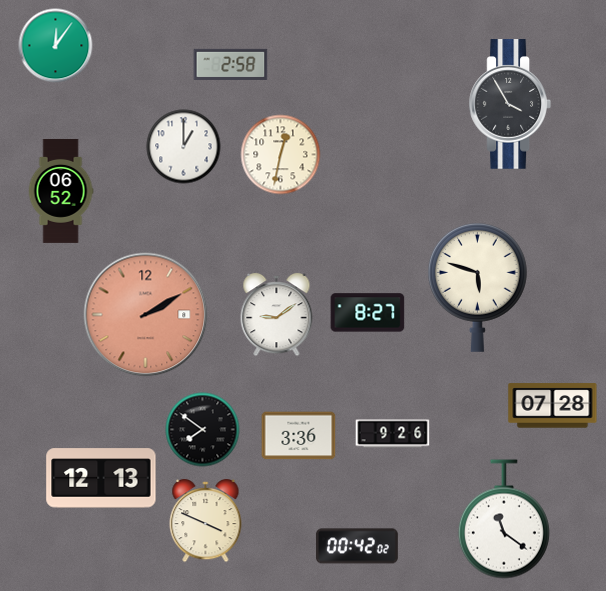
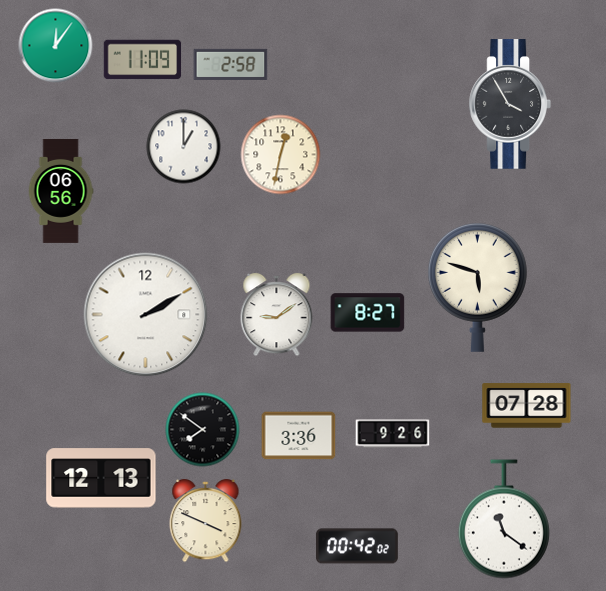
clock at (143, 60): none -> 11:09
clock at (61, 191): 06:52 -> 06:56
clock at (146, 315) dial: salmon -> white
clock at (553, 406) position: (553, 406) -> (527, 406)
